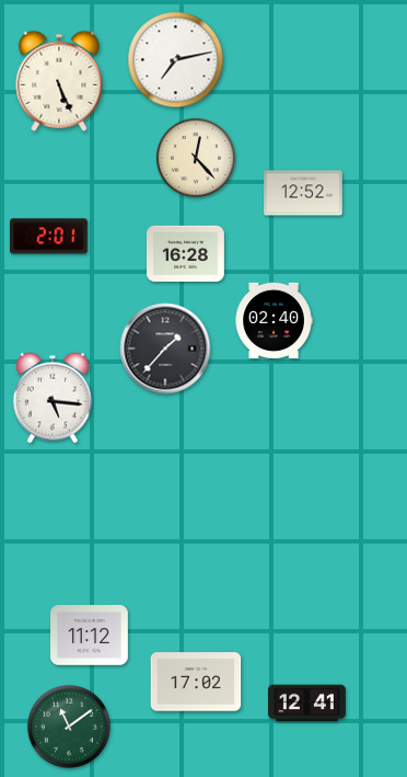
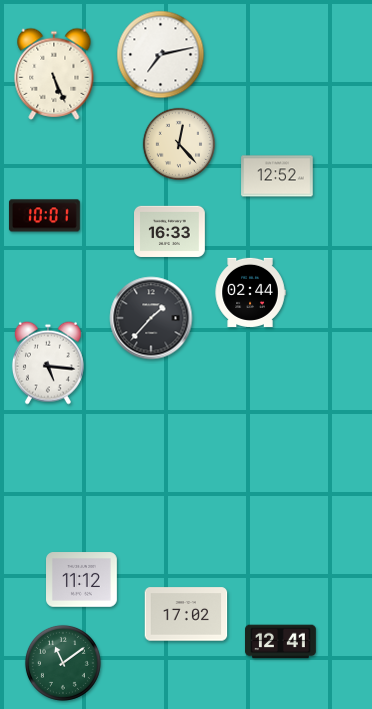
clock at (48, 237): 2:01 -> 10:01
clock at (186, 253): 16:28 -> 16:33
clock at (274, 320): 02:40 -> 02:44
clock at (196, 682) position: (196, 682) -> (186, 614)
